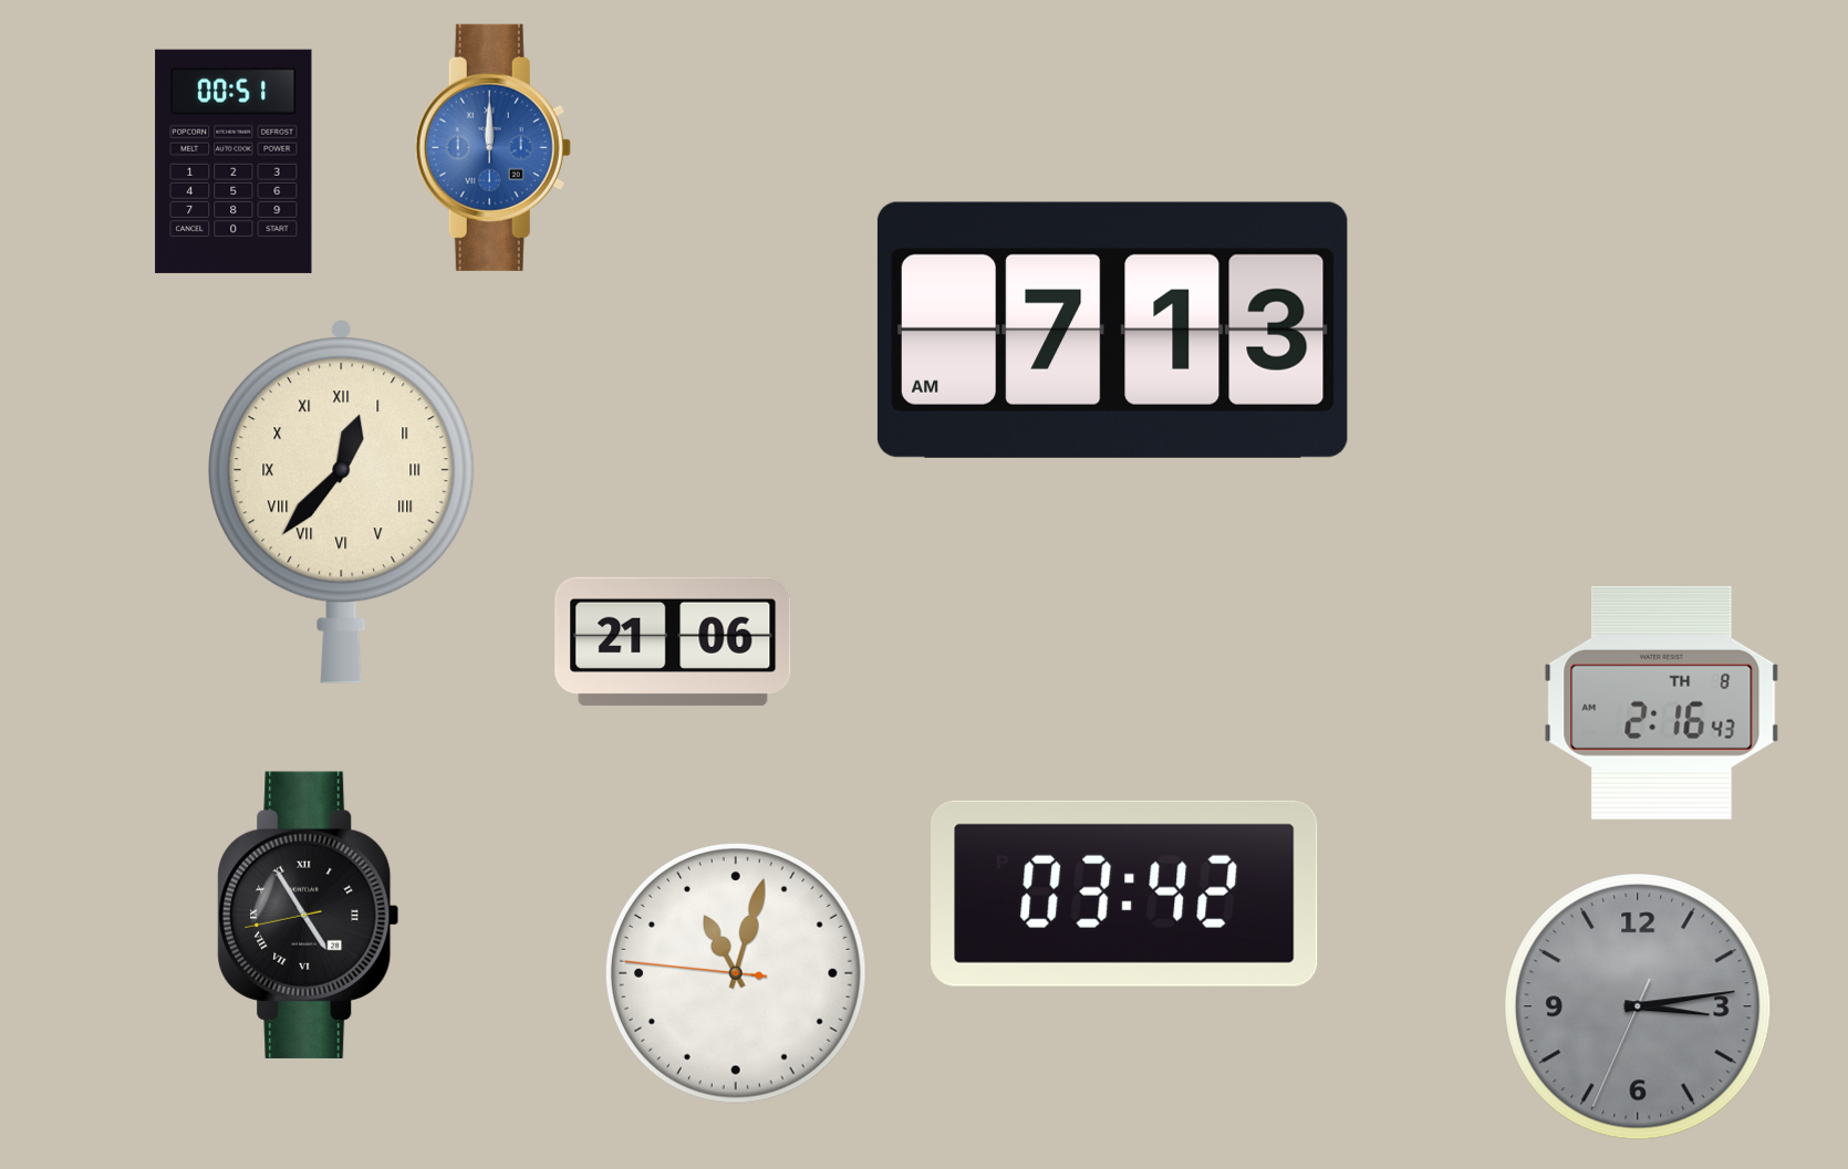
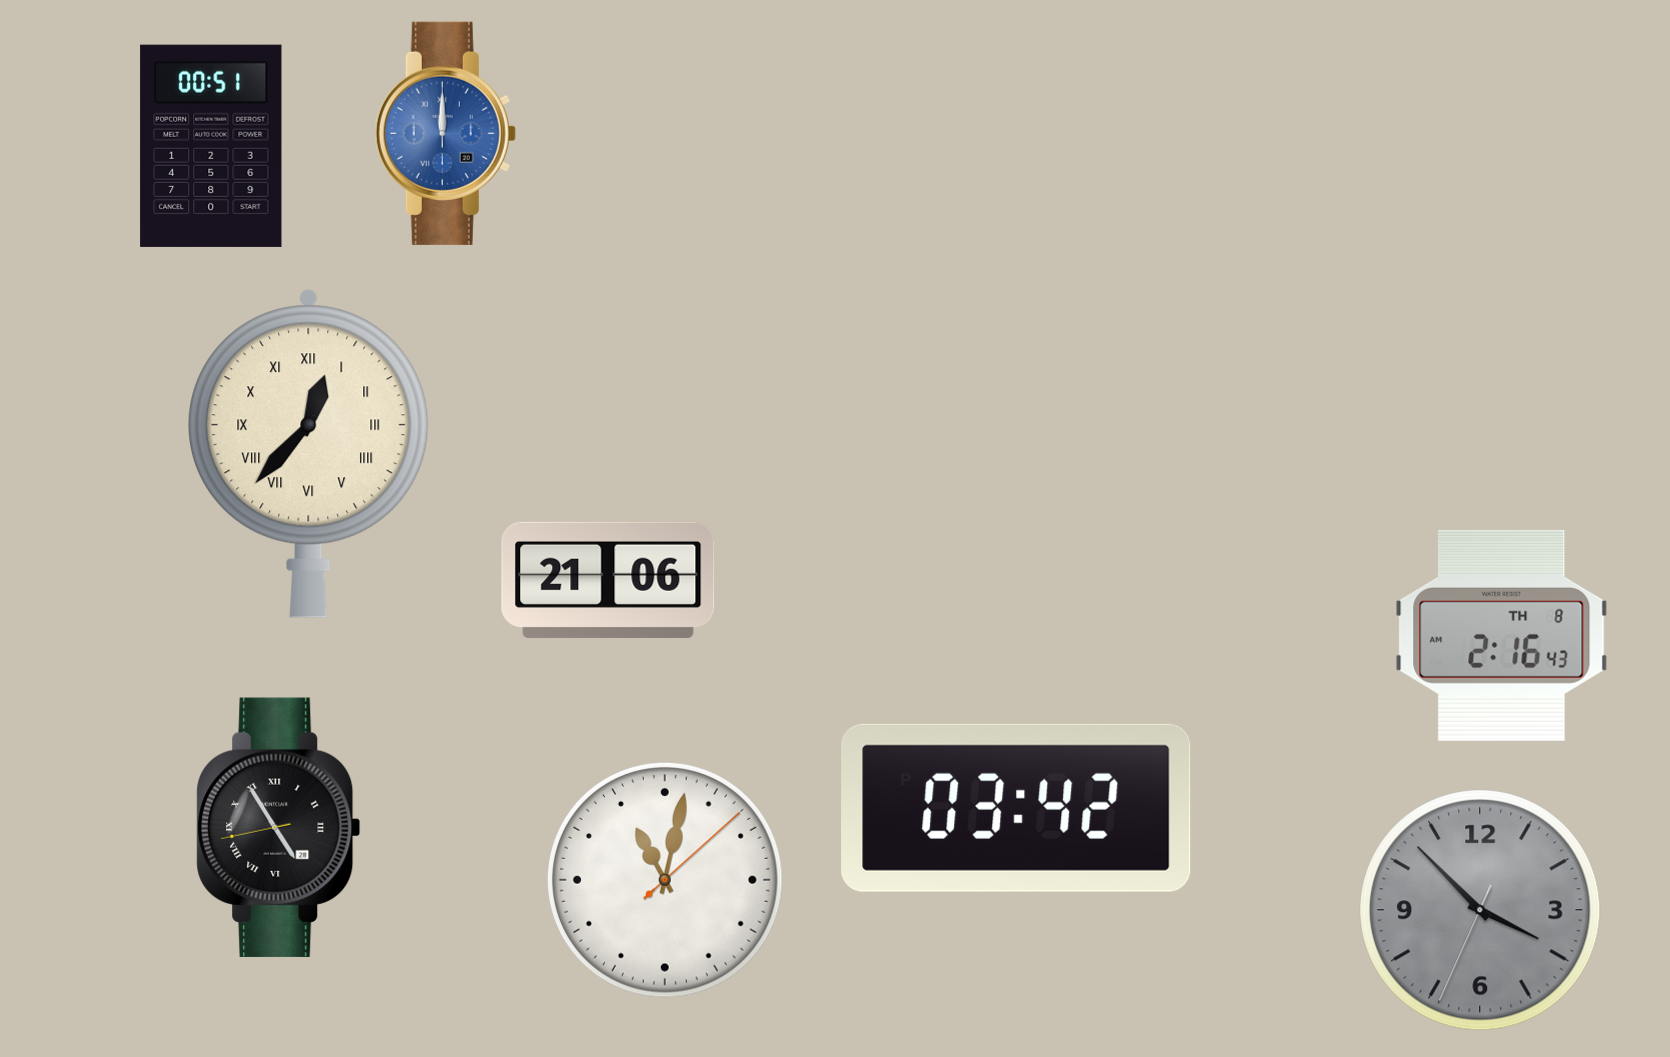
clock at (1112, 330): 7:13 -> none
clock at (736, 973): 11:02:46 -> 11:02:08
clock at (1638, 1006): 3:13 -> 3:52
